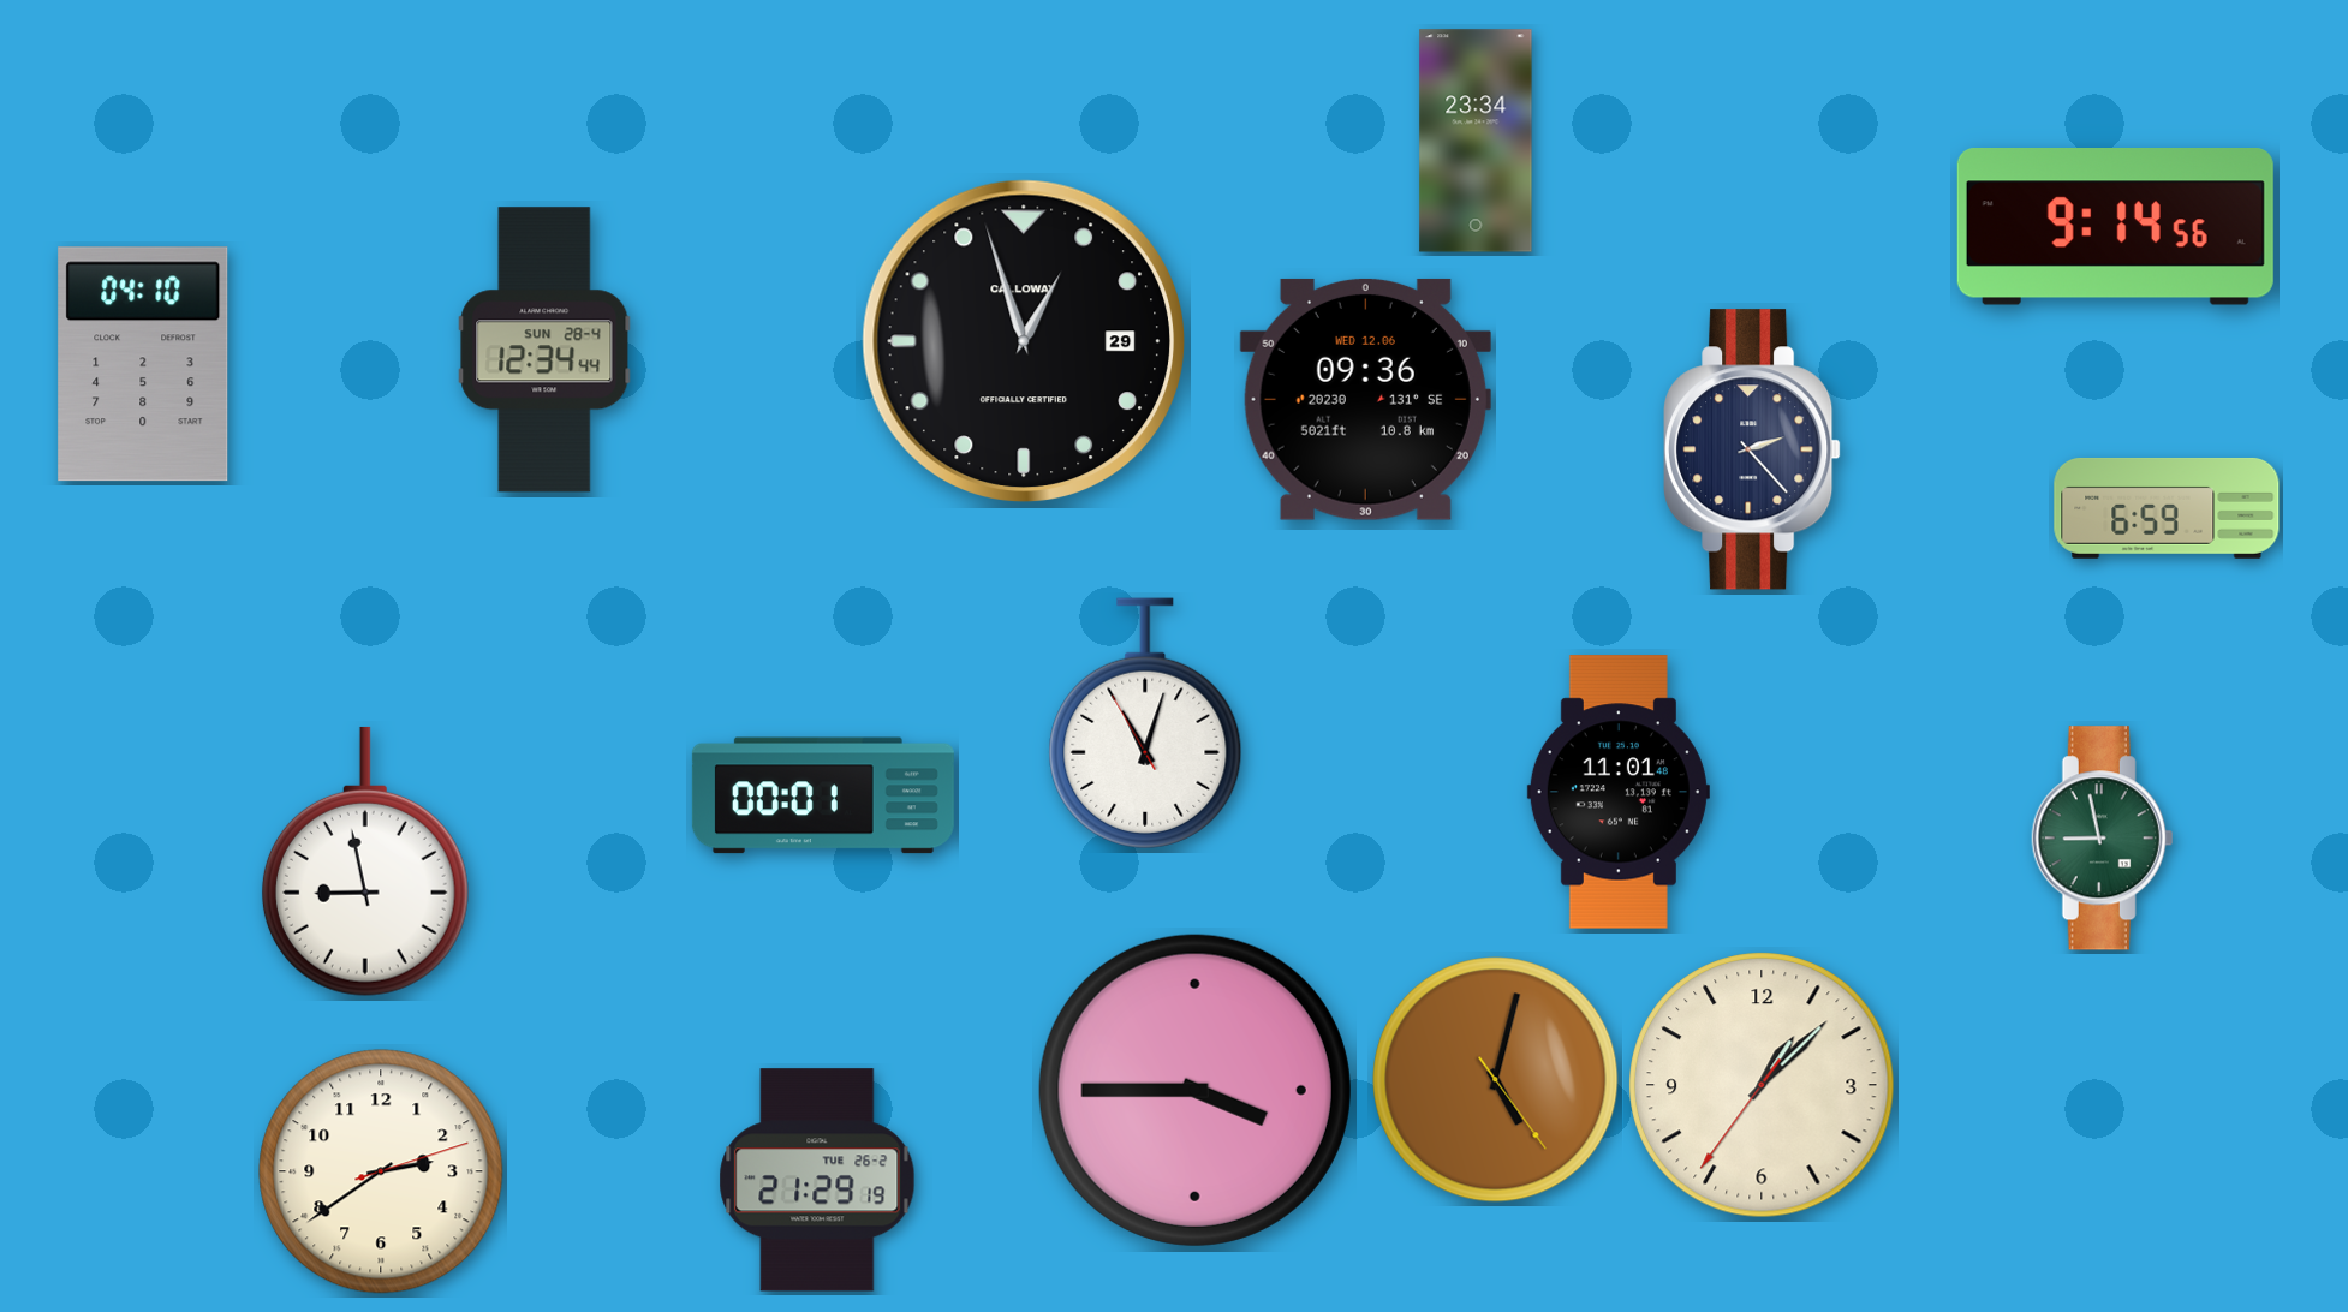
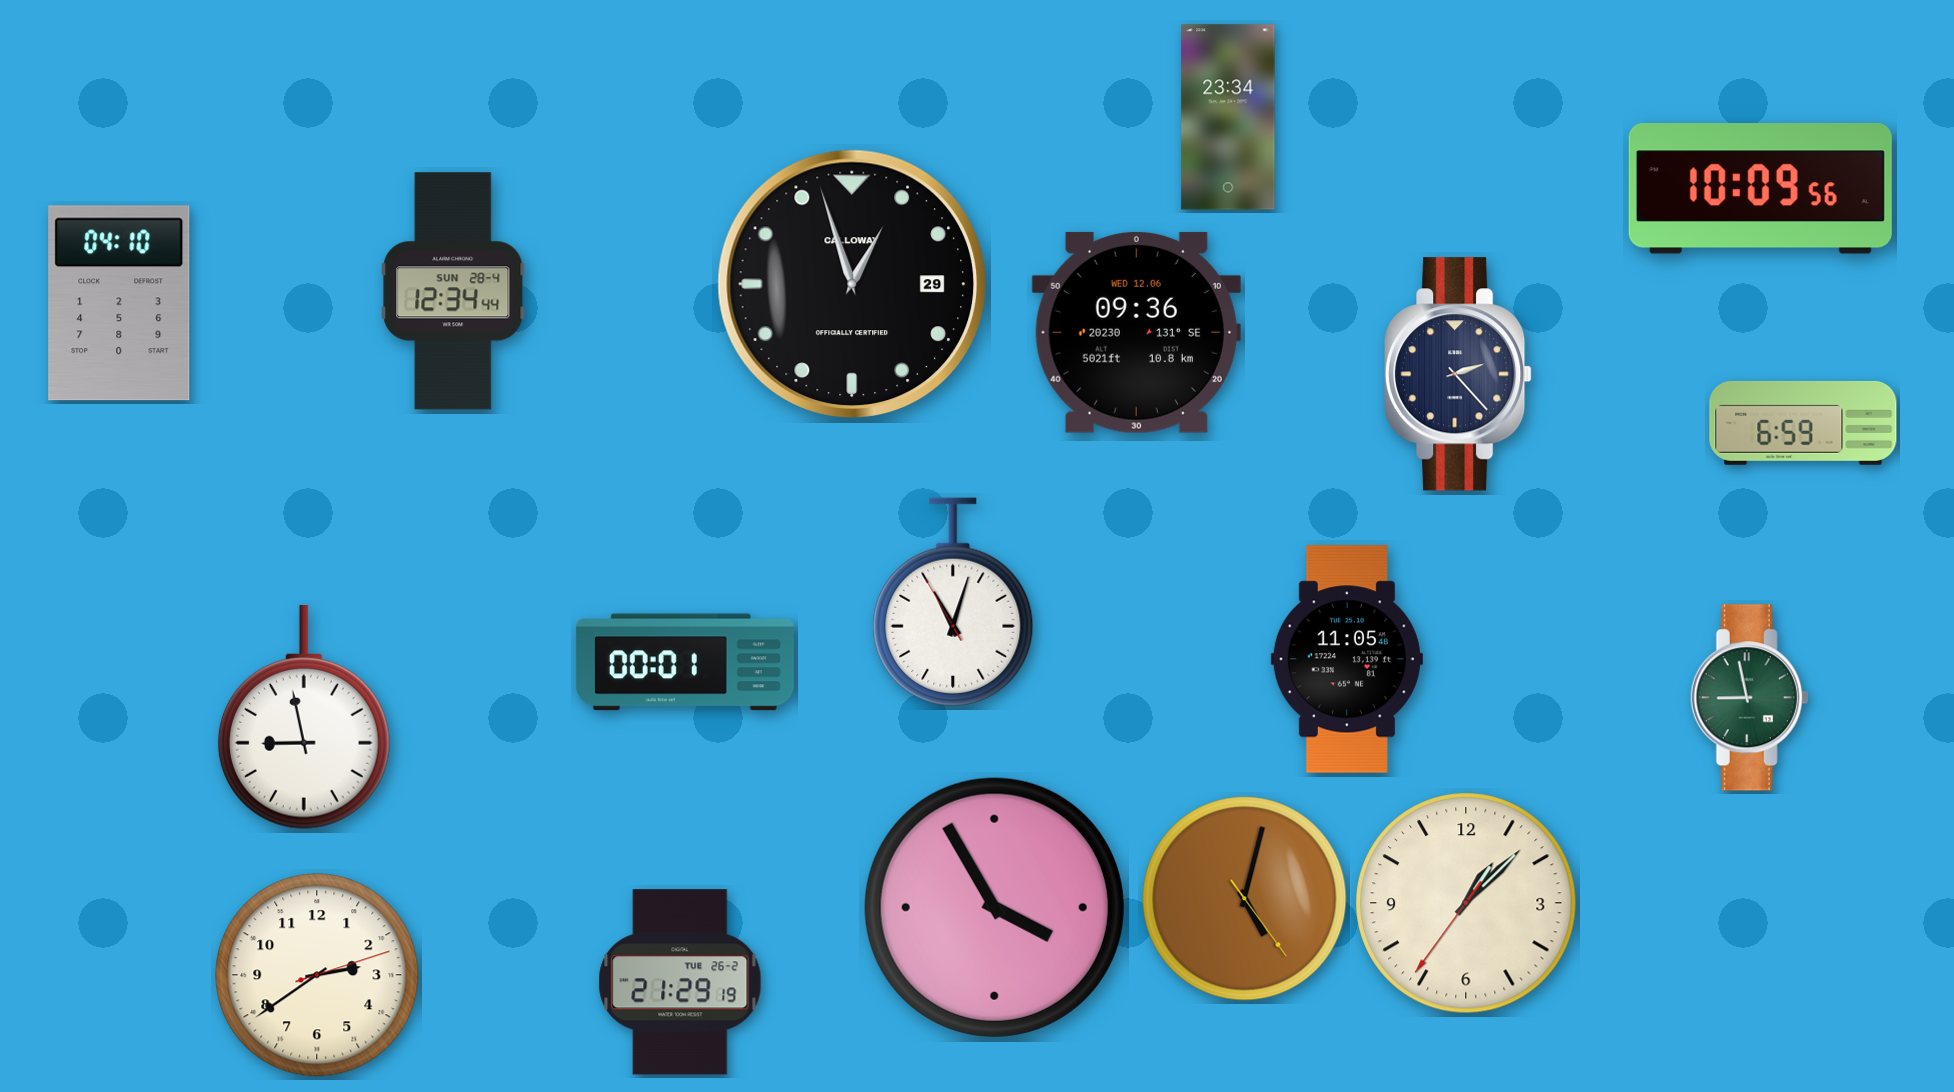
clock at (2115, 227): 9:14 -> 10:09
clock at (1619, 792): 11:01 -> 11:05
clock at (1194, 1090): 3:45 -> 3:55
